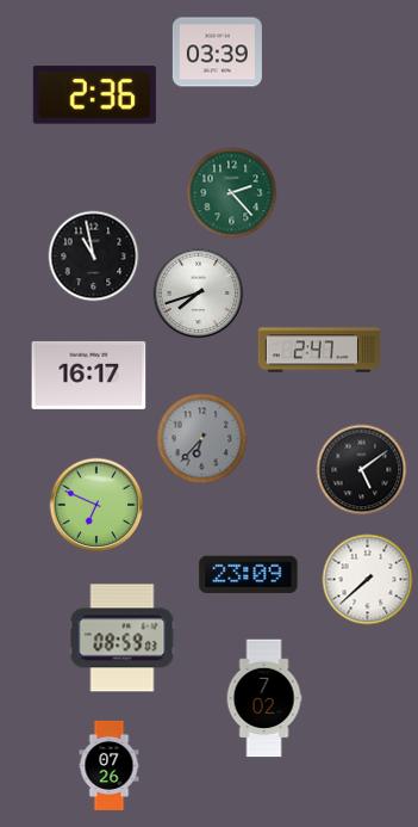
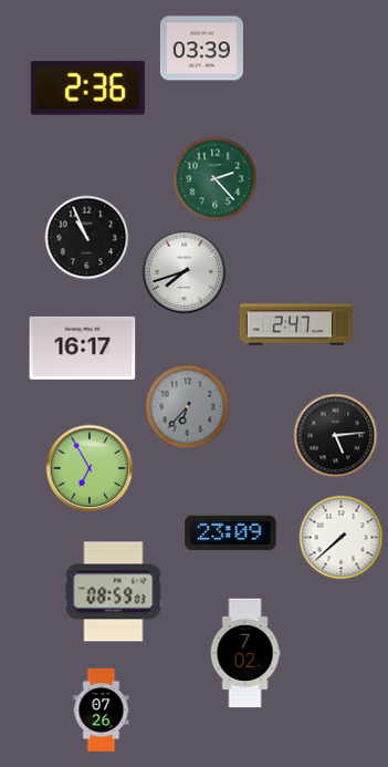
clock at (94, 257): 10:58 -> 10:56
clock at (362, 470): 5:09 -> 5:14
clock at (96, 505): 6:49 -> 6:55
clock at (264, 698) position: (264, 698) -> (245, 653)
